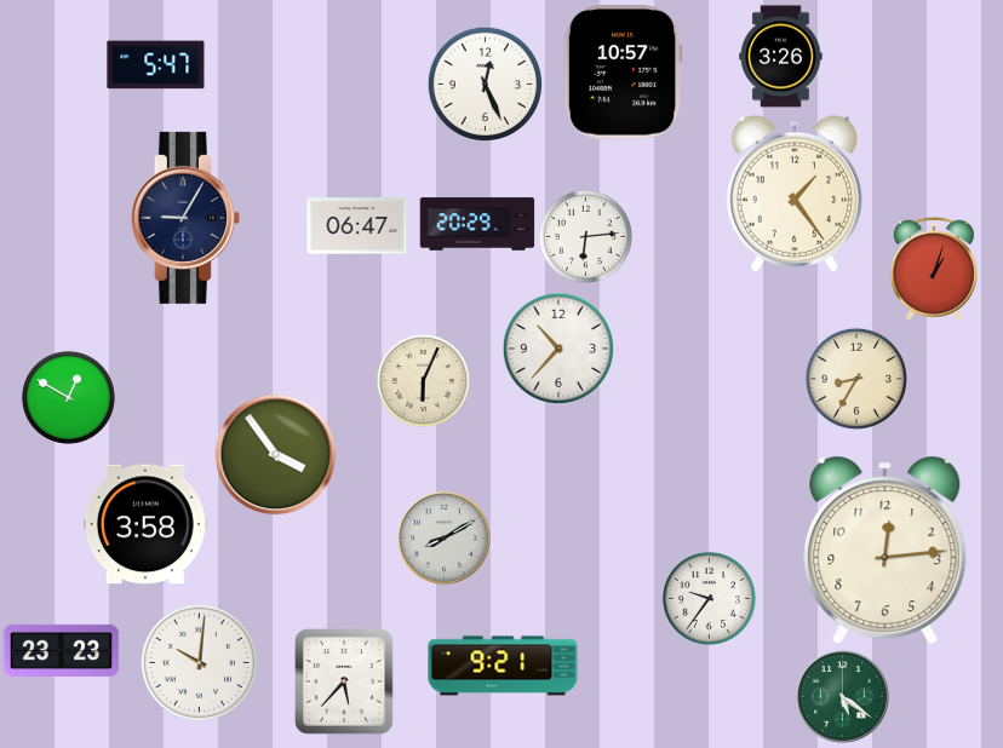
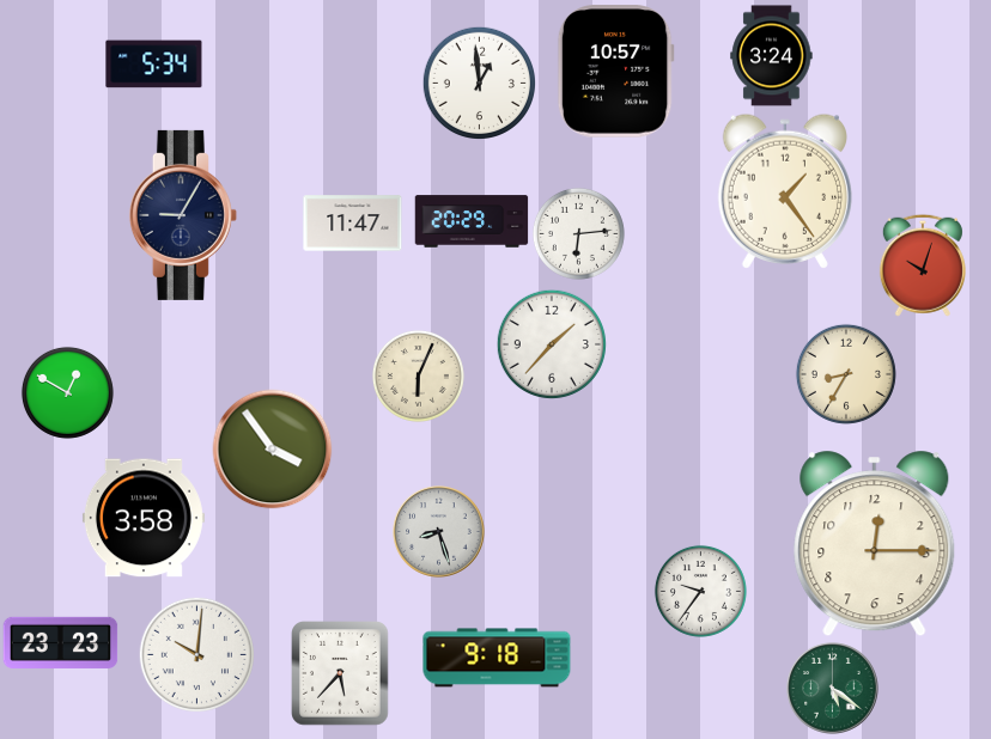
clock at (781, 57): 3:26 -> 3:24
clock at (156, 65): 5:47 -> 5:34
clock at (485, 84): 12:26 -> 12:59
clock at (357, 226): 06:47 -> 11:47
clock at (934, 269): 1:03 -> 10:03
clock at (557, 347): 10:37 -> 1:37
clock at (445, 539): 8:10 -> 8:27
clock at (885, 551): 12:14 -> 12:15
clock at (503, 666): 9:21 -> 9:18
